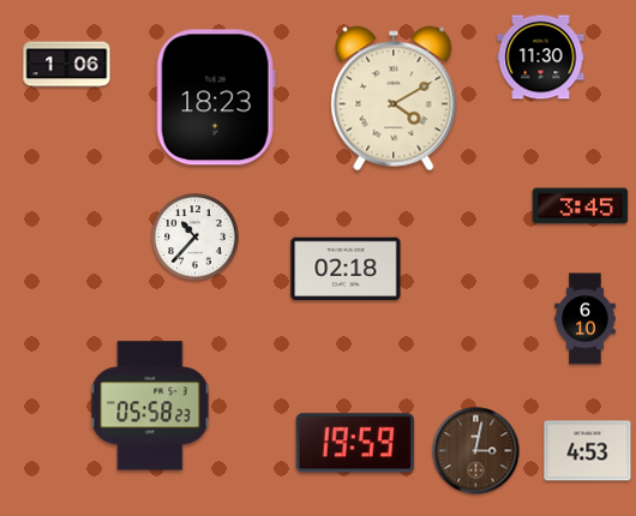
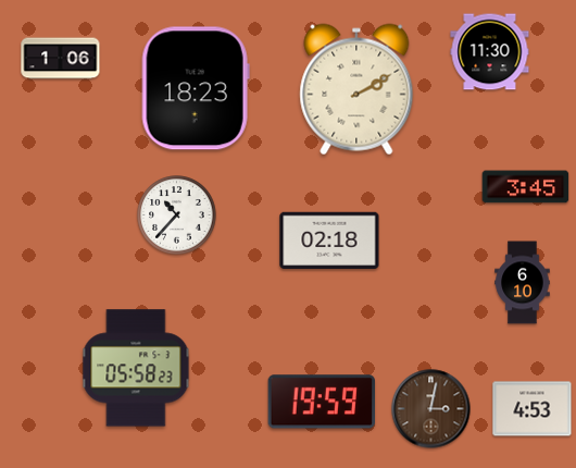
clock at (394, 98): 4:10 -> 2:10
clock at (346, 269) position: (346, 269) -> (329, 241)
clock at (586, 319) position: (586, 319) -> (523, 283)
